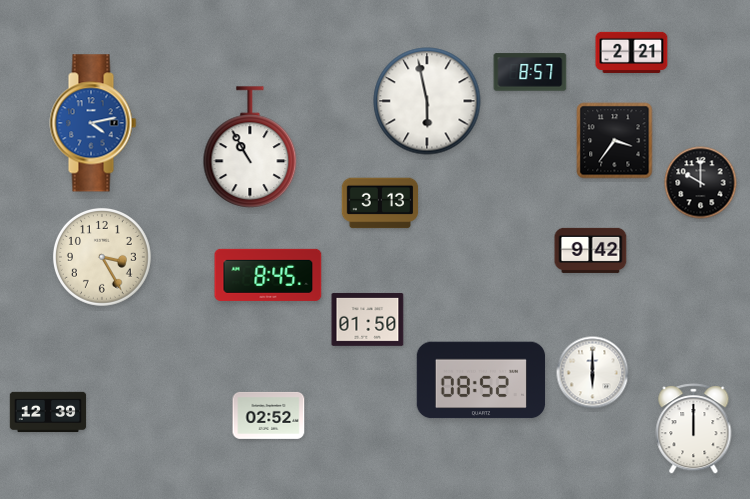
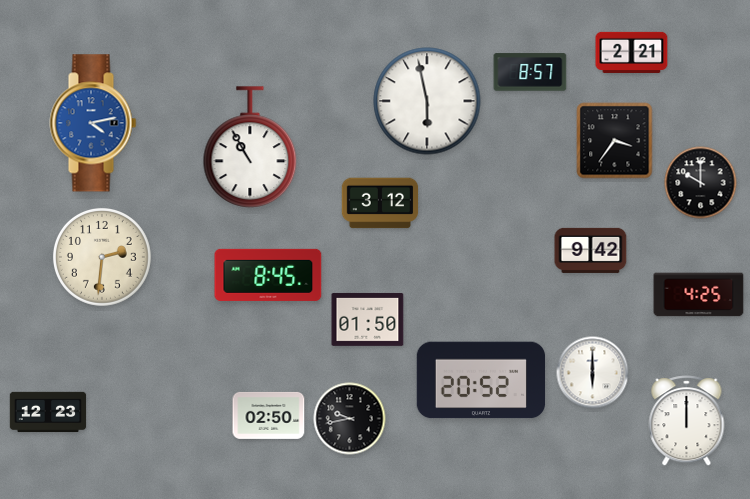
clock at (380, 203): 3:13 -> 3:12
clock at (102, 257): 3:25 -> 2:31
clock at (699, 295): none -> 4:25
clock at (481, 380): 08:52 -> 20:52
clock at (48, 412): 12:39 -> 12:23
clock at (269, 415): 02:52 -> 02:50
clock at (350, 419): none -> 9:43
clock at (694, 429) position: (694, 429) -> (687, 421)
